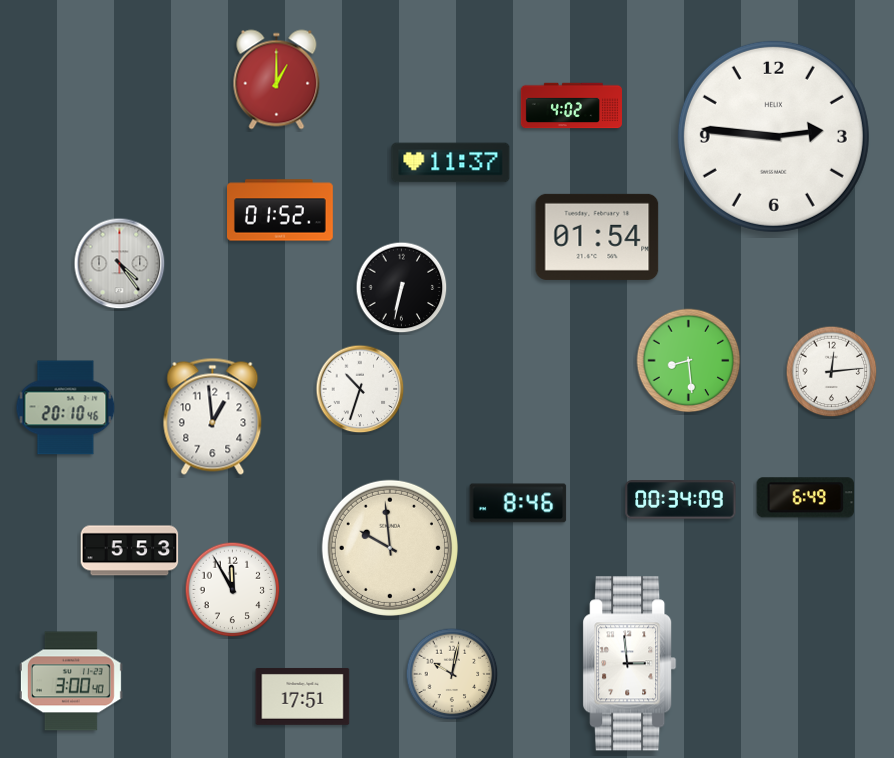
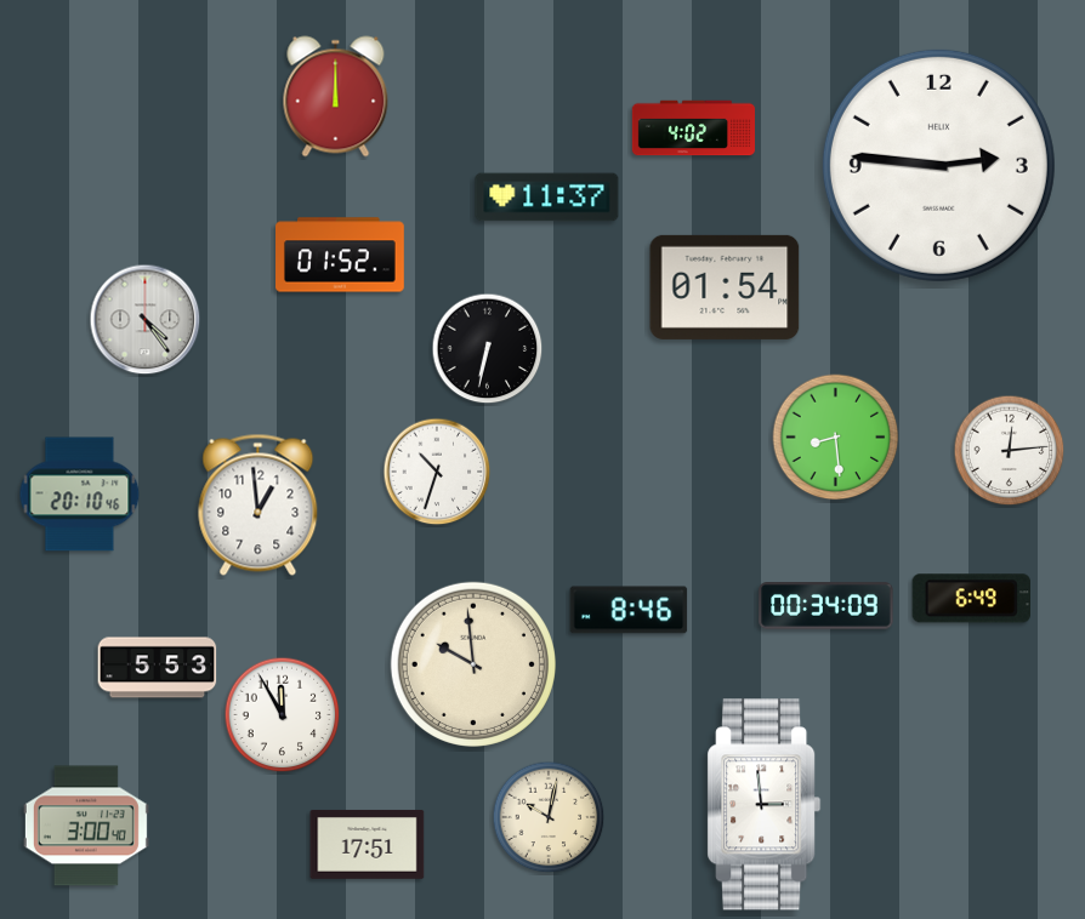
clock at (277, 80): 1:00 -> 12:00
clock at (805, 498) position: (805, 498) -> (971, 599)
